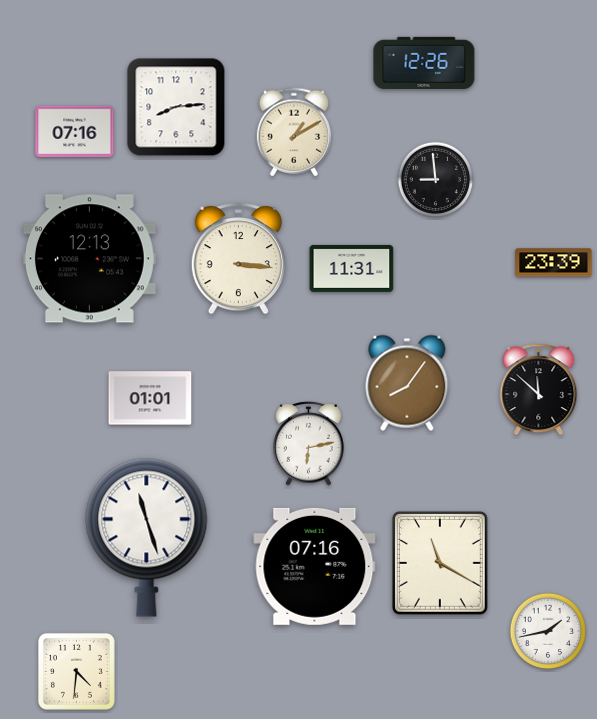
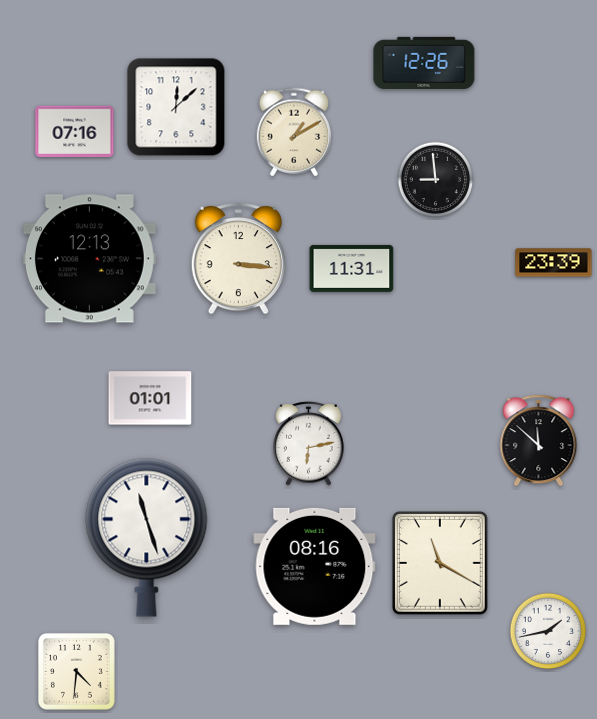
clock at (176, 107): 8:14 -> 12:08
clock at (407, 383): 8:06 -> none
clock at (539, 390) position: (539, 390) -> (539, 441)
clock at (315, 566): 07:16 -> 08:16
